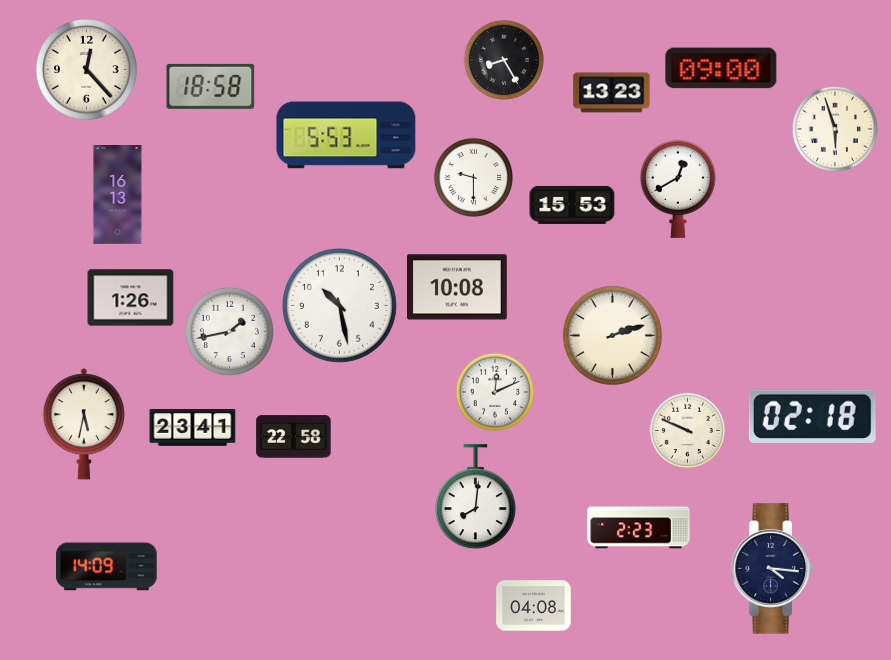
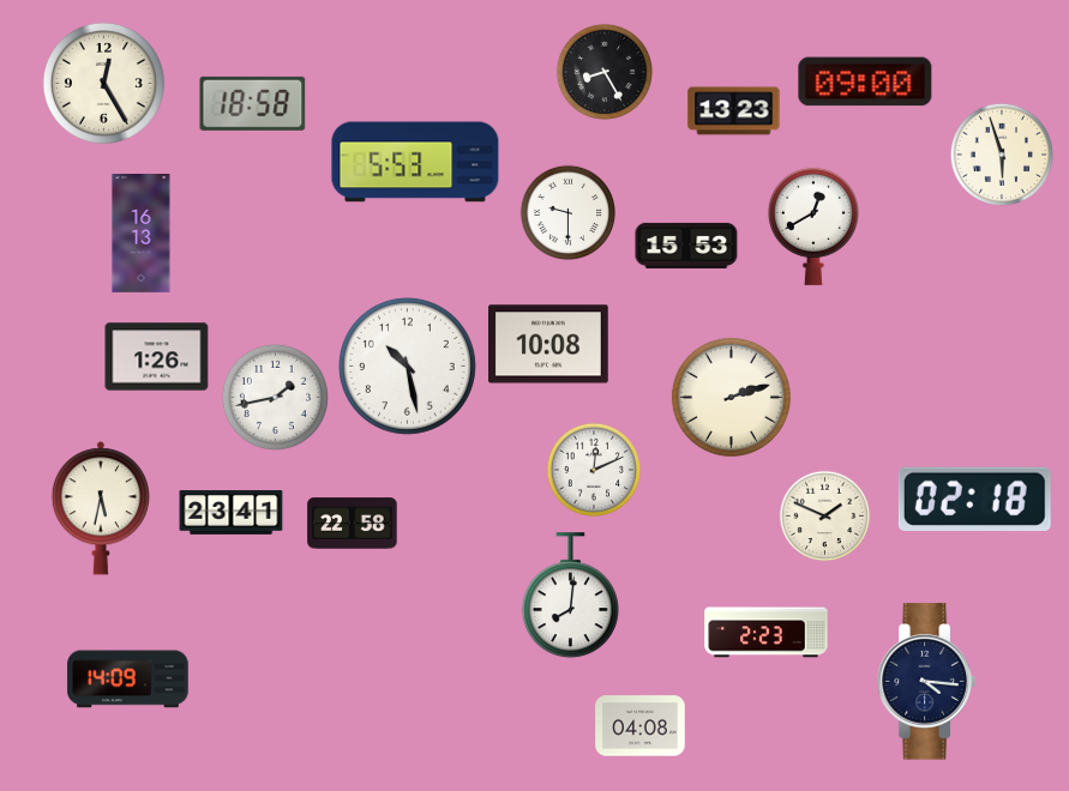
clock at (86, 69): 12:23 -> 12:25
clock at (612, 335) position: (612, 335) -> (731, 397)
clock at (688, 431): 9:49 -> 1:49
